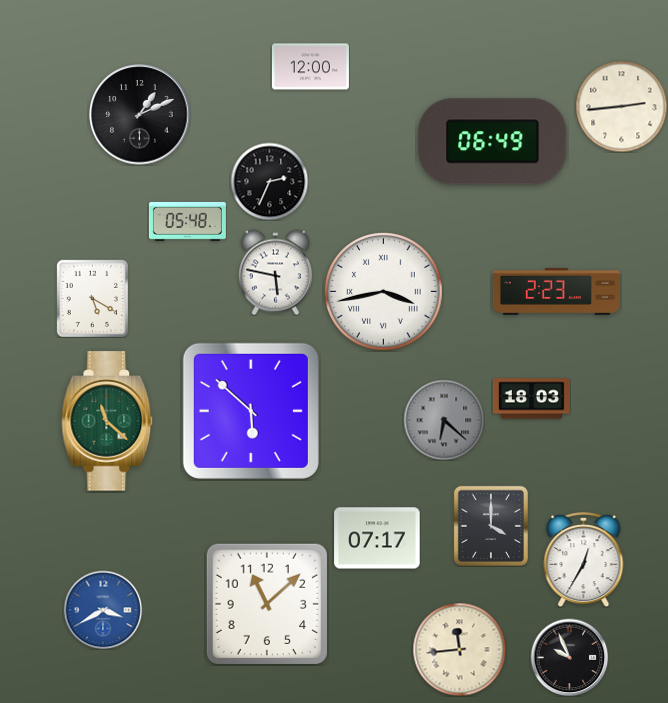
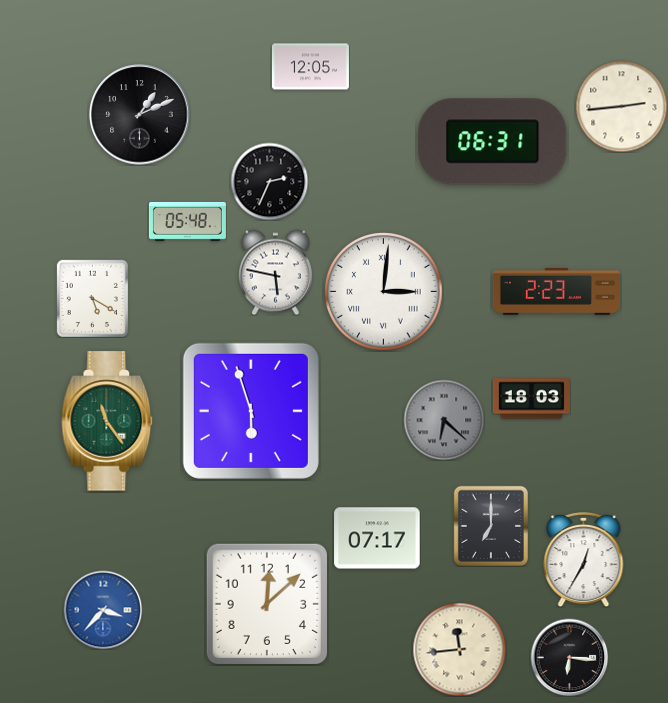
clock at (310, 67): 12:00 -> 12:05
clock at (493, 142): 06:49 -> 06:31
clock at (384, 292): 3:43 -> 3:01
clock at (251, 411): 5:52 -> 5:57
clock at (107, 421): 11:22 -> 11:24
clock at (491, 525): 4:00 -> 7:00
clock at (267, 604): 11:08 -> 12:08
clock at (103, 610): 3:40 -> 3:37
clock at (569, 657): 9:56 -> 6:16
